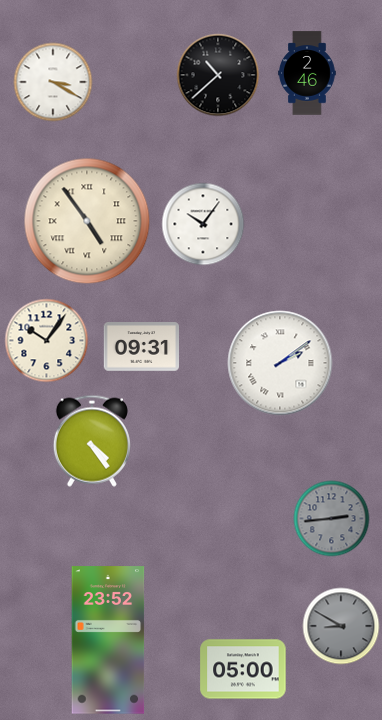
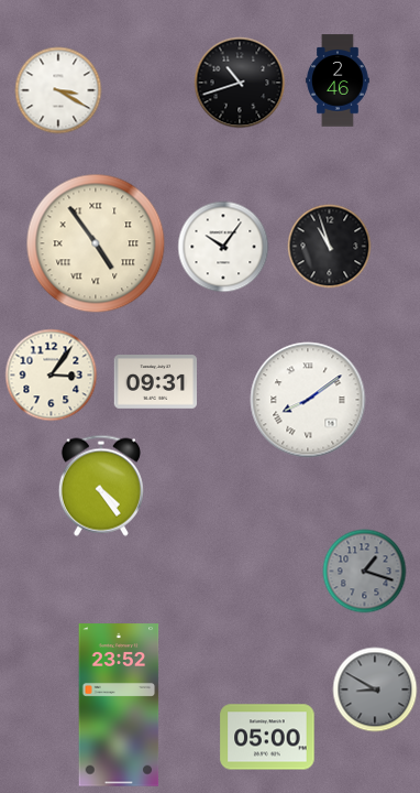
clock at (218, 75): 10:38 -> 10:42
clock at (330, 247): none -> 10:57
clock at (47, 341): 10:06 -> 3:06
clock at (280, 363): 2:09 -> 8:09
clock at (332, 519): 2:44 -> 1:18
